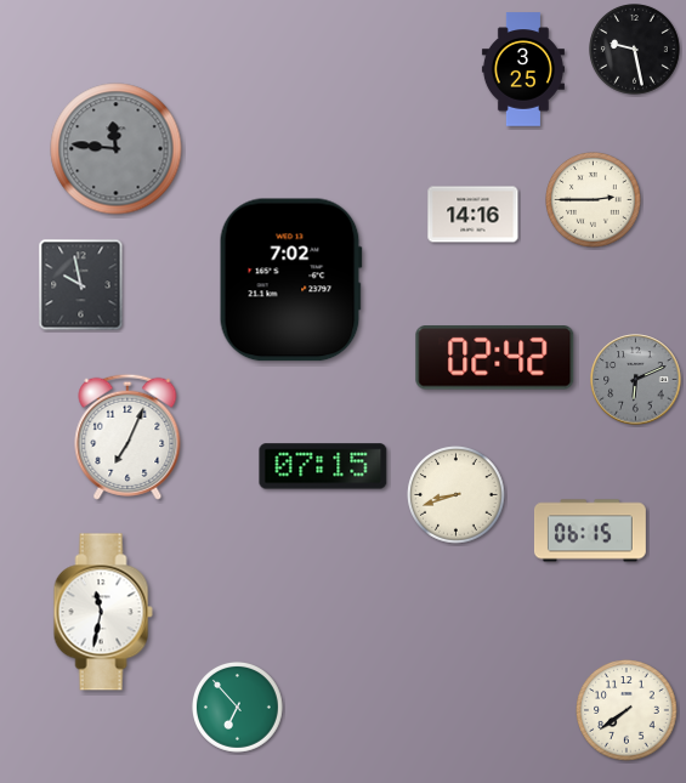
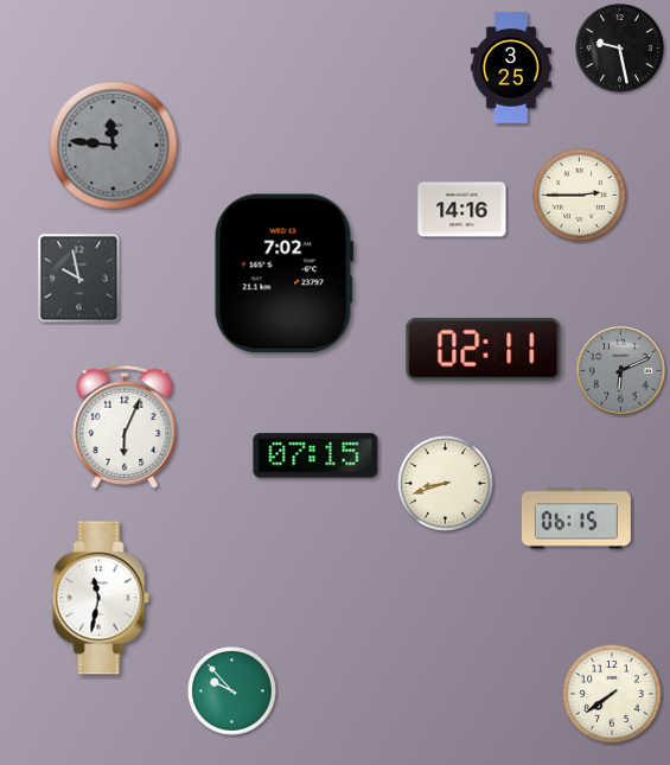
clock at (495, 358): 02:42 -> 02:11
clock at (127, 437): 7:04 -> 6:04
clock at (238, 708): 6:53 -> 9:53
